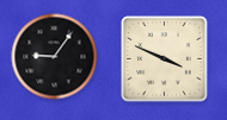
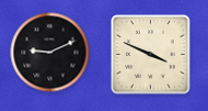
clock at (55, 57): 9:06 -> 9:11
